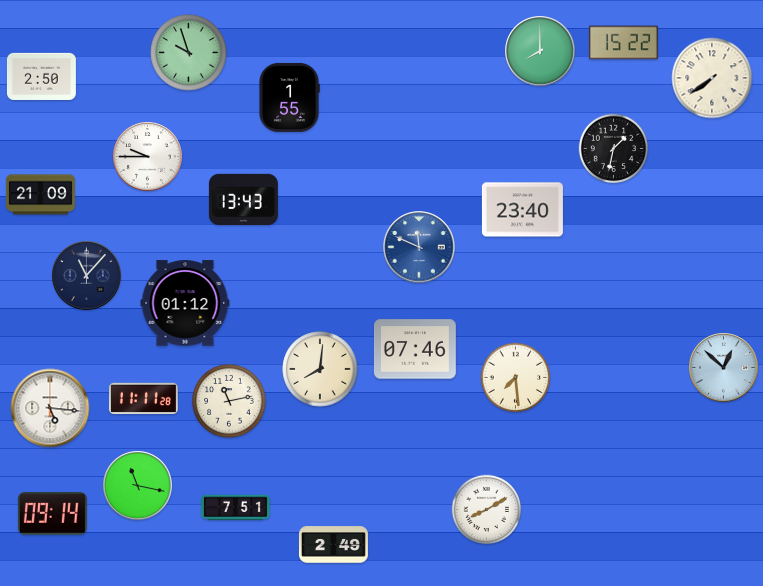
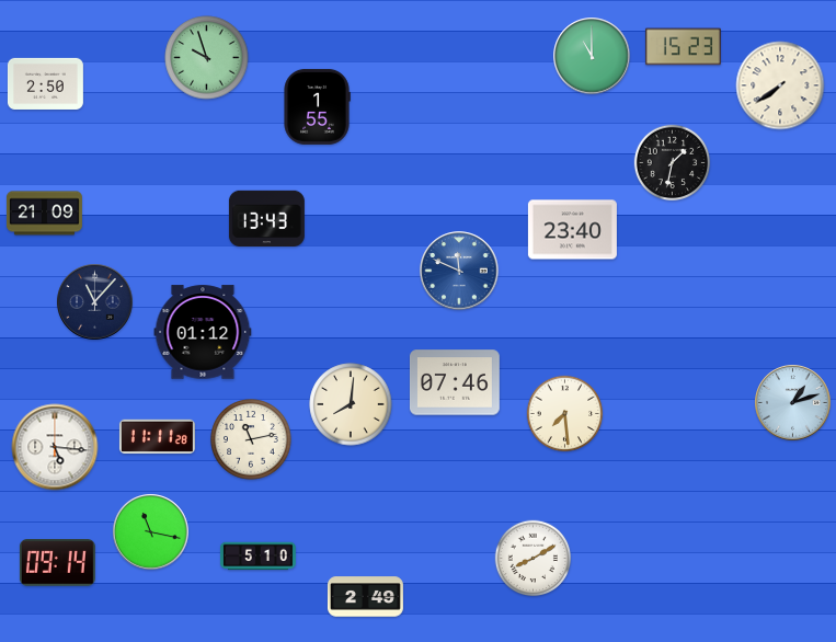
clock at (623, 43): 15:22 -> 15:23
clock at (540, 51): 8:00 -> 11:00
clock at (148, 157): 9:45 -> none
clock at (724, 368): 12:52 -> 1:12
clock at (235, 508): 7:51 -> 5:10
